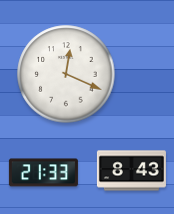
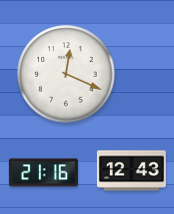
clock at (131, 171): 8:43 -> 12:43
clock at (43, 173): 21:33 -> 21:16
